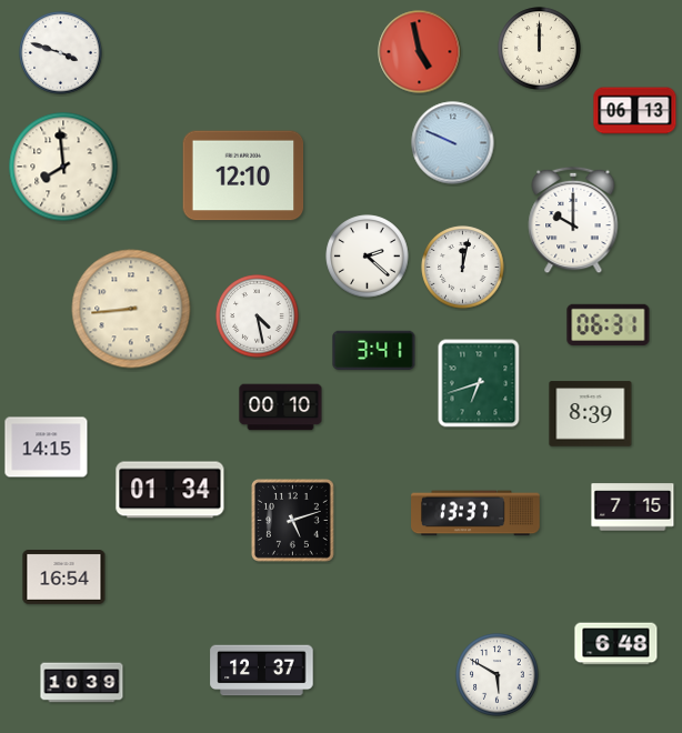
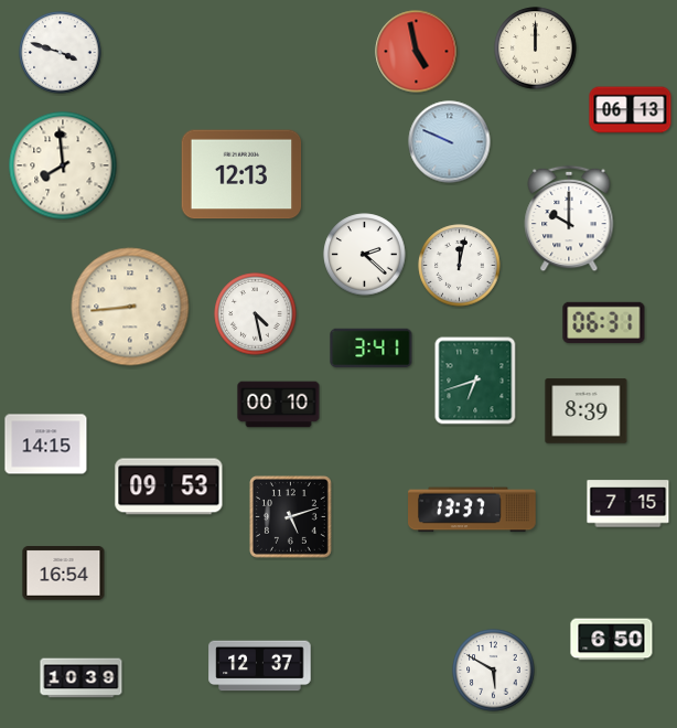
clock at (243, 175): 12:10 -> 12:13
clock at (170, 490): 01:34 -> 09:53
clock at (616, 644): 6:48 -> 6:50
